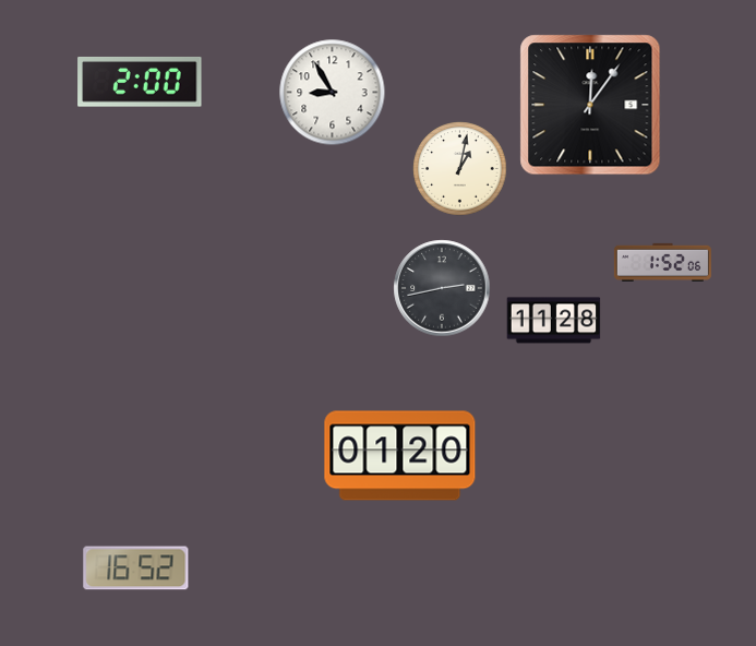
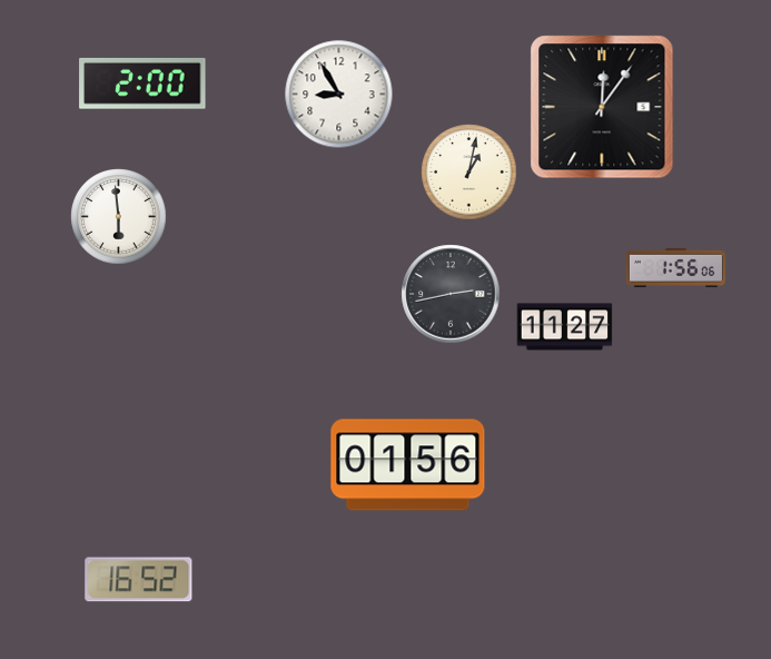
clock at (119, 217): none -> 5:59
clock at (662, 262): 1:52 -> 1:56
clock at (554, 321): 11:28 -> 11:27
clock at (400, 456): 01:20 -> 01:56
